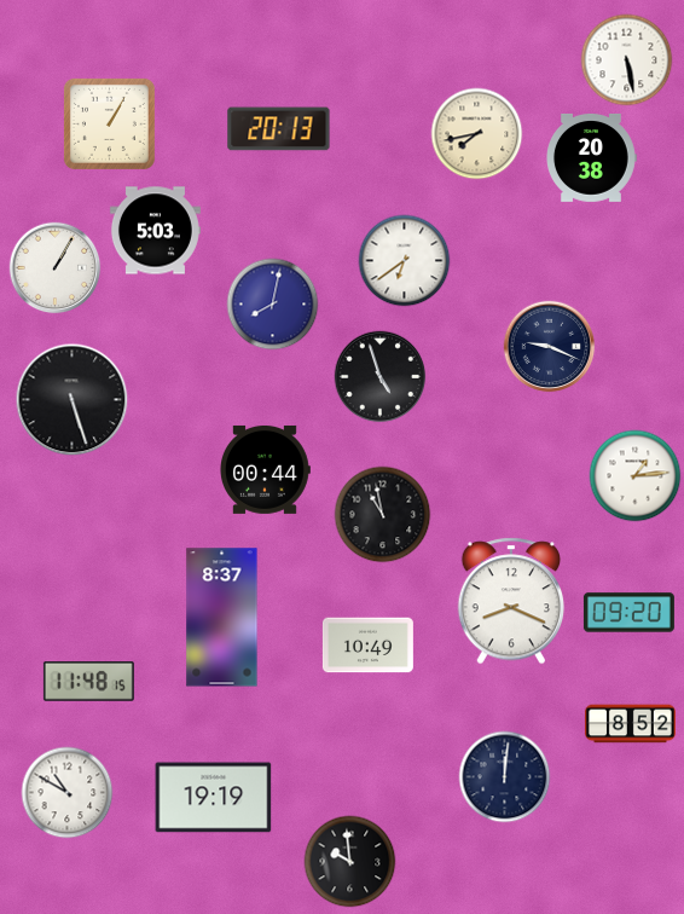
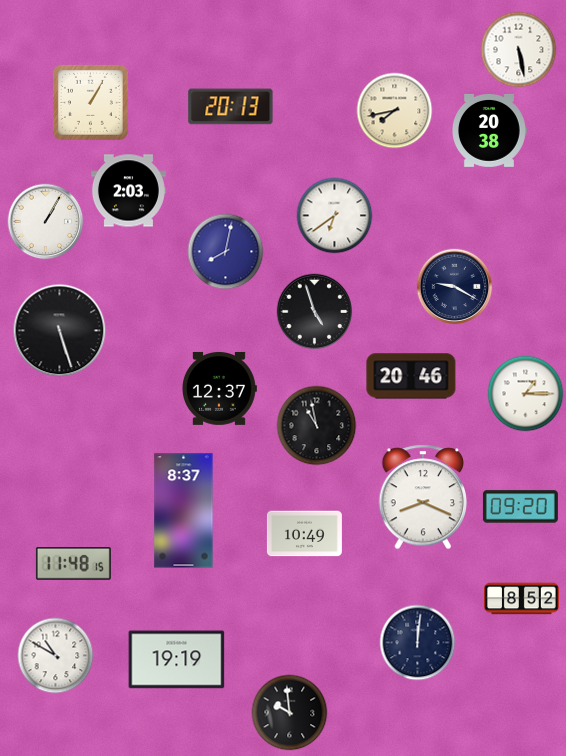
clock at (155, 231): 5:03 -> 2:03
clock at (550, 347): 9:19 -> 9:20
clock at (411, 376): none -> 20:46
clock at (266, 469): 00:44 -> 12:37
clock at (636, 476): 1:14 -> 1:15
